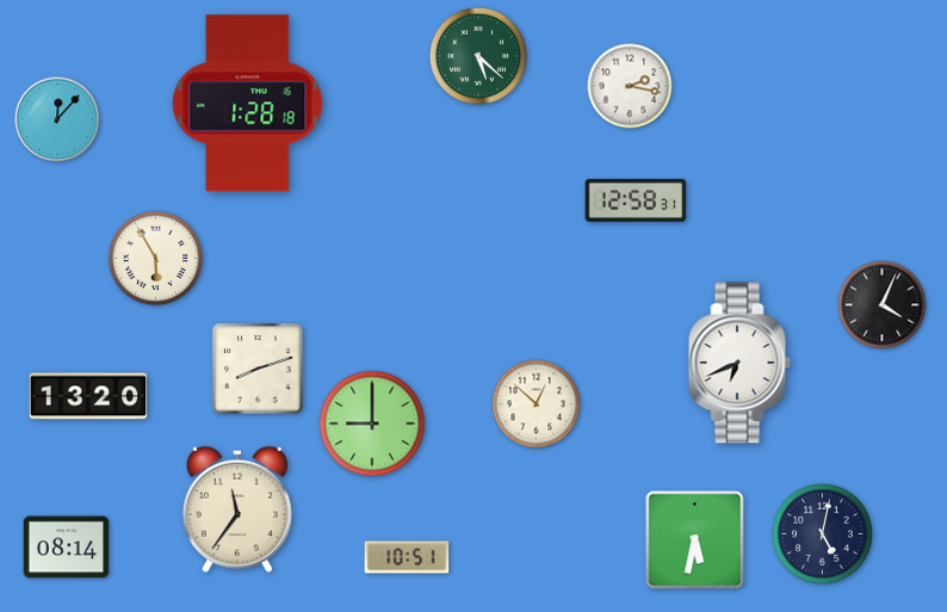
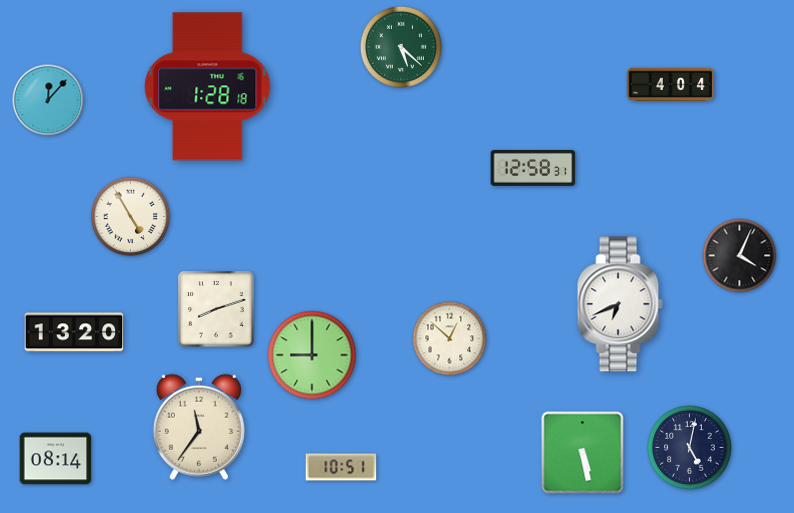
clock at (630, 86): 2:17 -> none
clock at (670, 85): none -> 4:04
clock at (156, 259): 5:55 -> 4:55
clock at (695, 540): 5:32 -> 5:28
